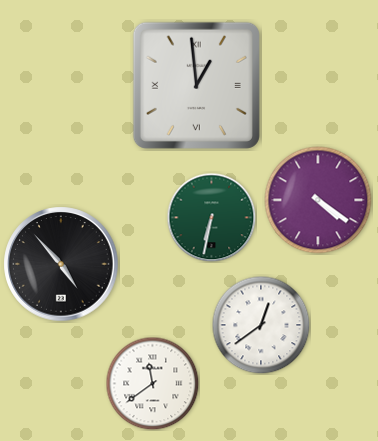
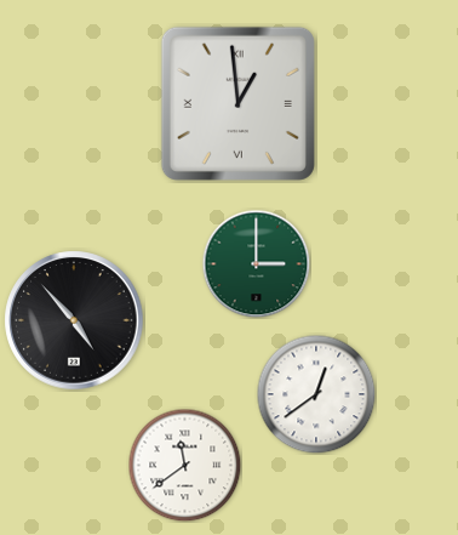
clock at (318, 200): 4:21 -> none
clock at (211, 217): 6:32 -> 3:00
